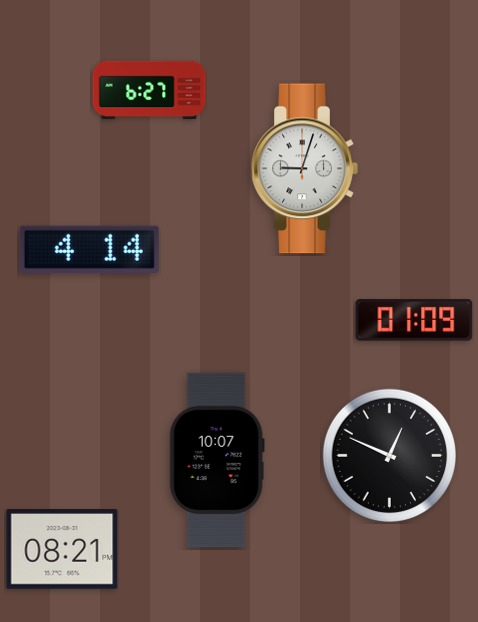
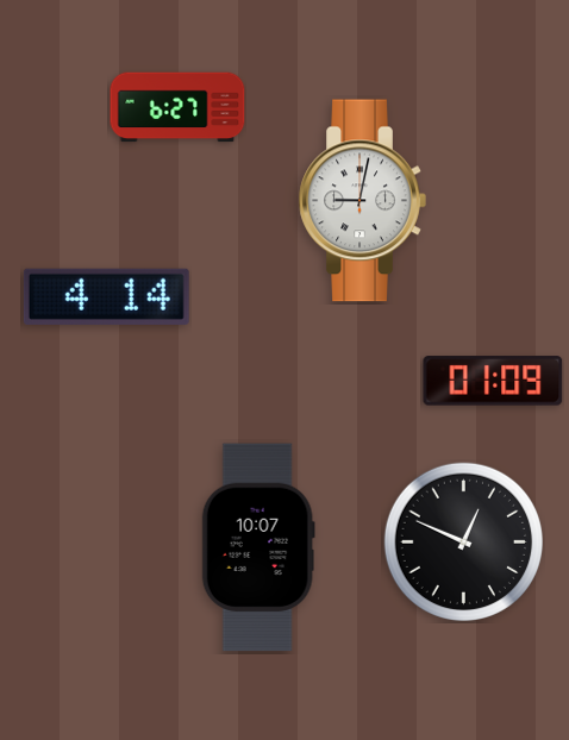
clock at (304, 169): 9:03 -> 9:02
clock at (62, 550): 08:21 -> none
